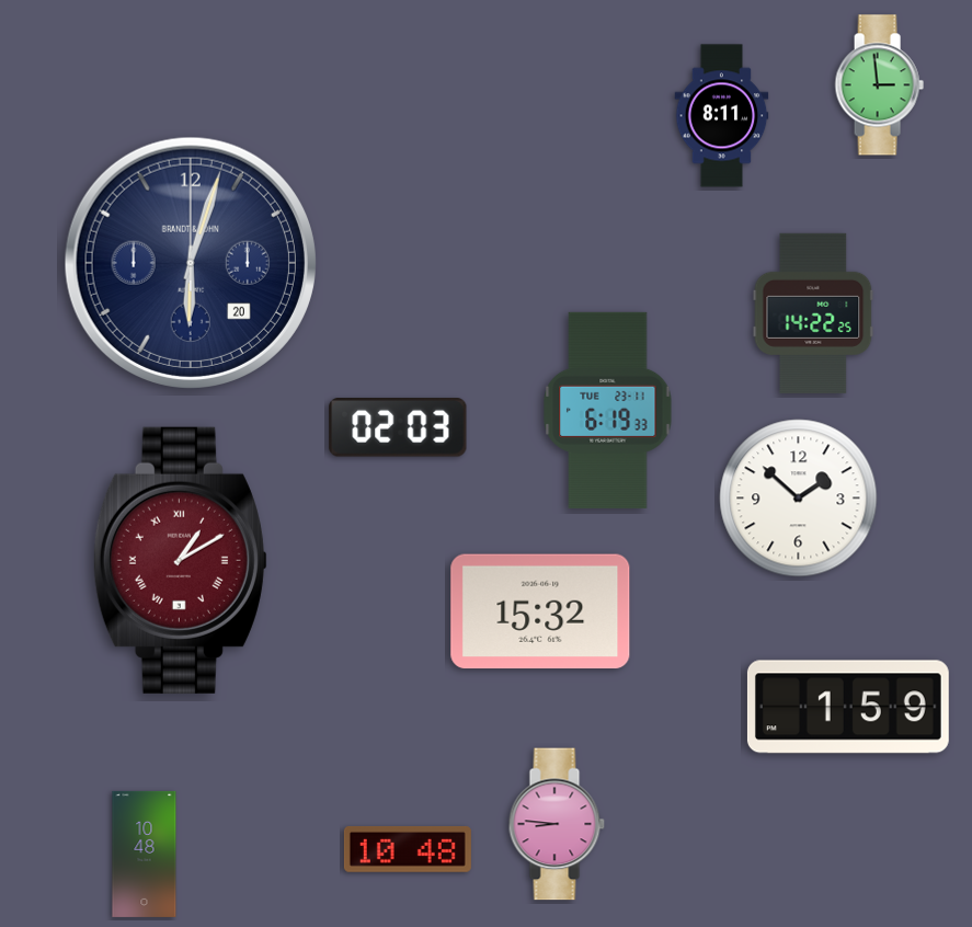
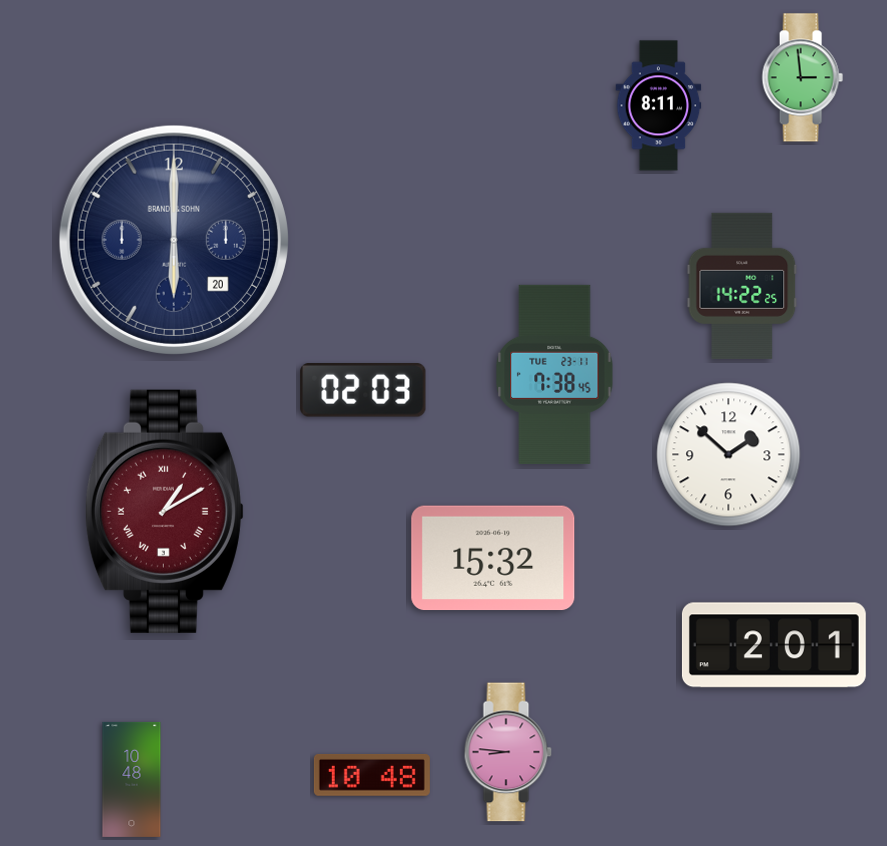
clock at (191, 263): 6:03 -> 6:00
clock at (608, 410): 6:19 -> 7:38
clock at (848, 707): 1:59 -> 2:01
